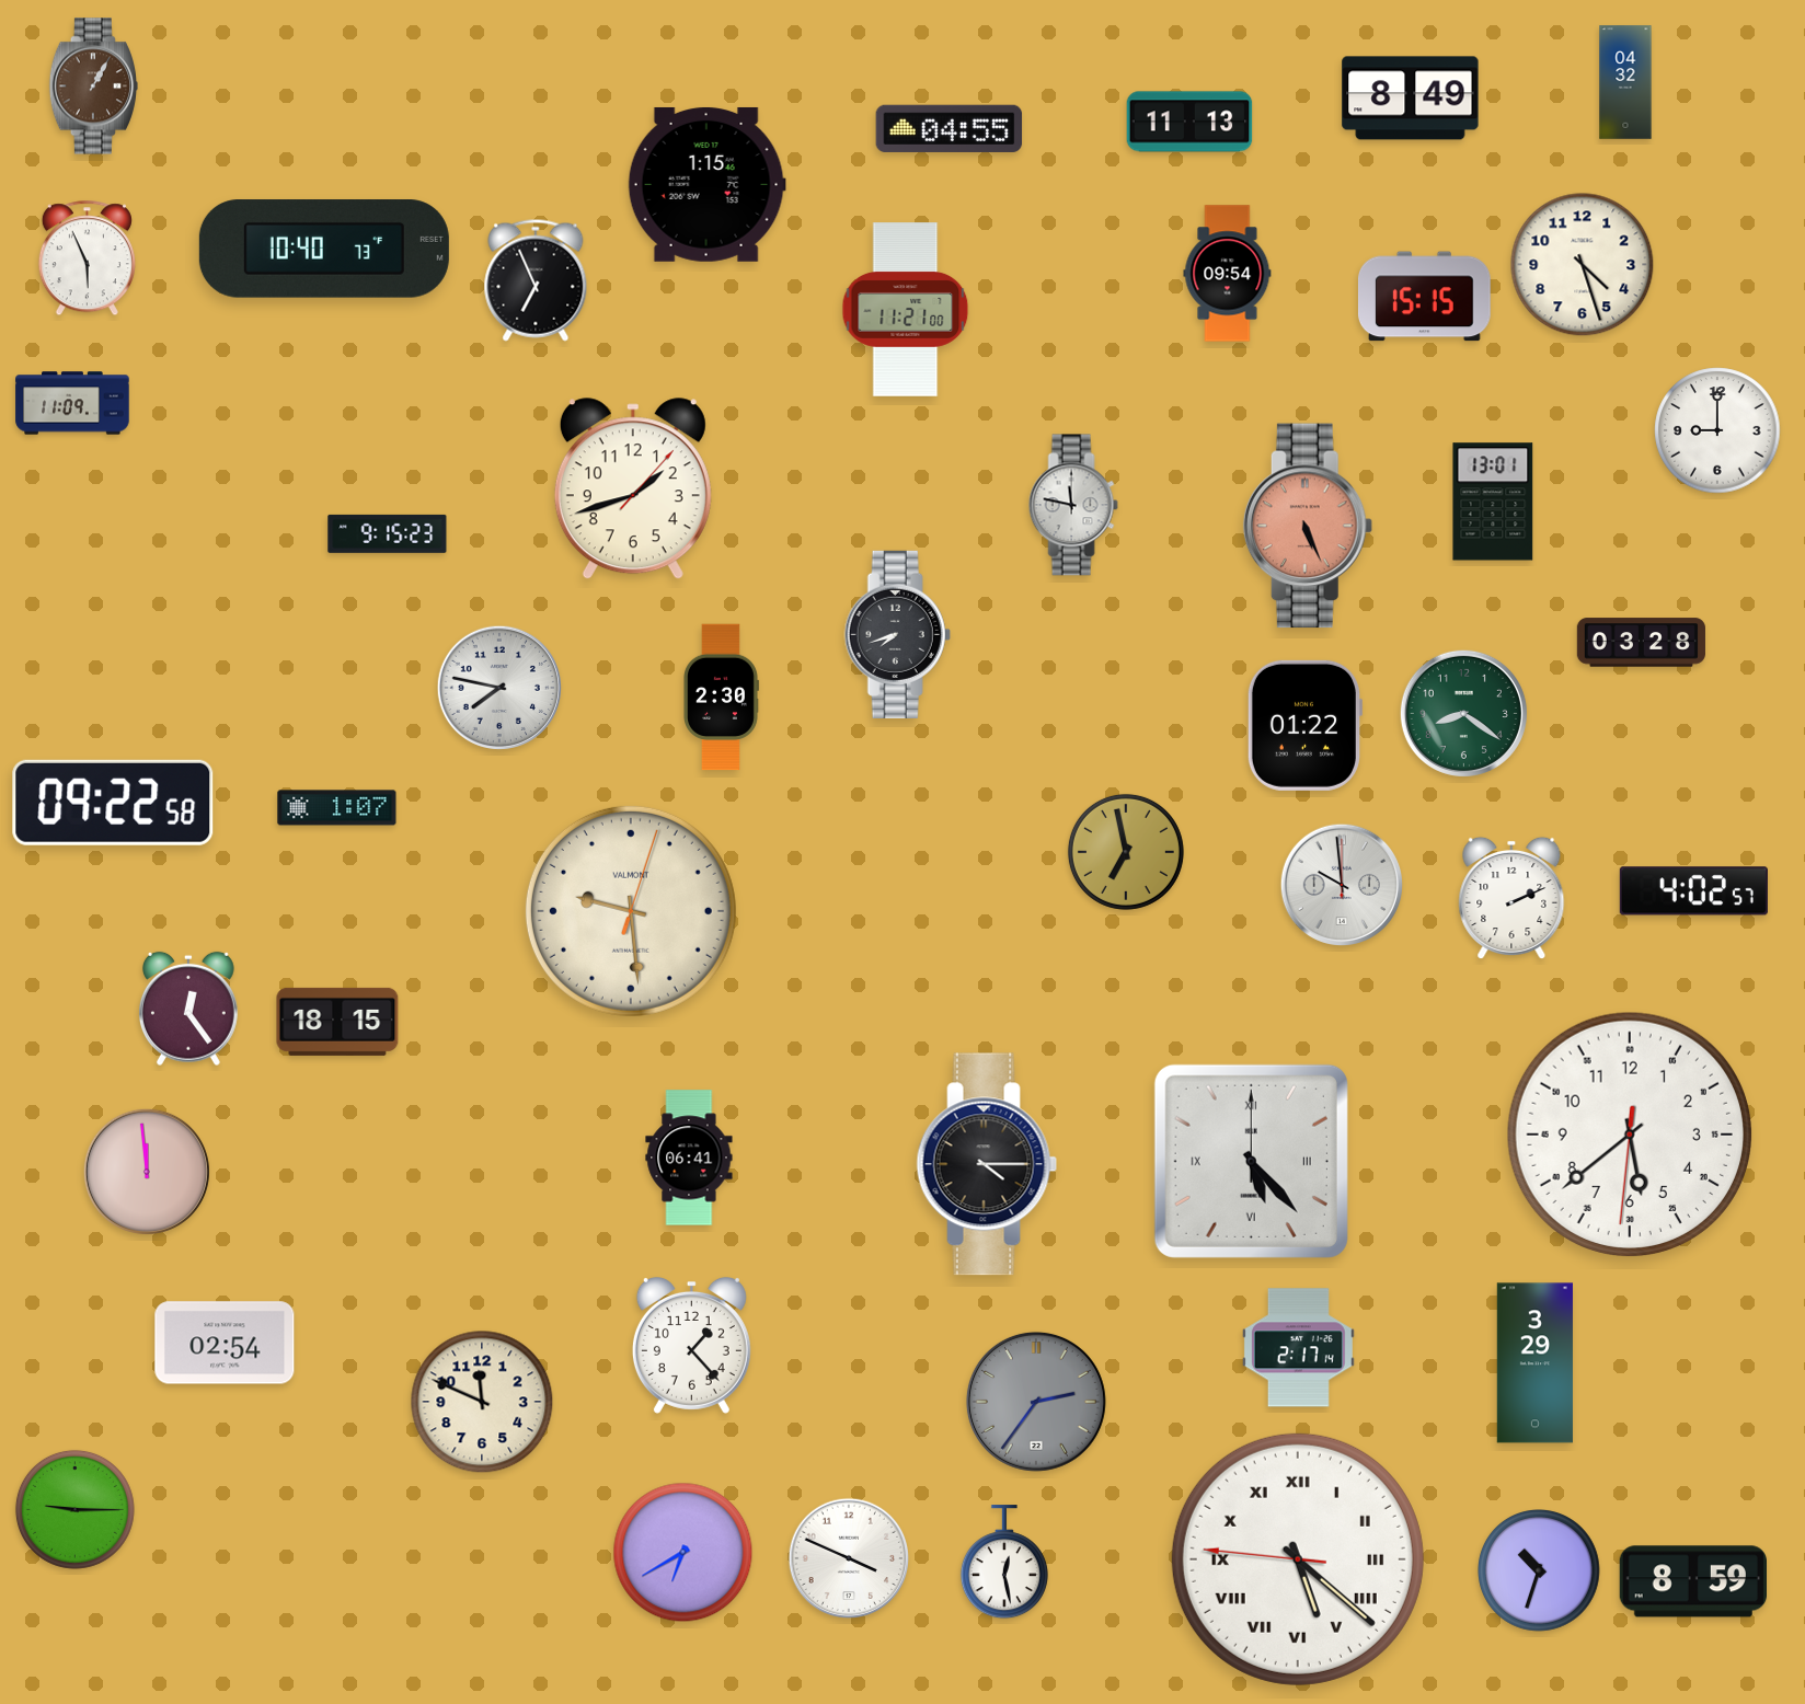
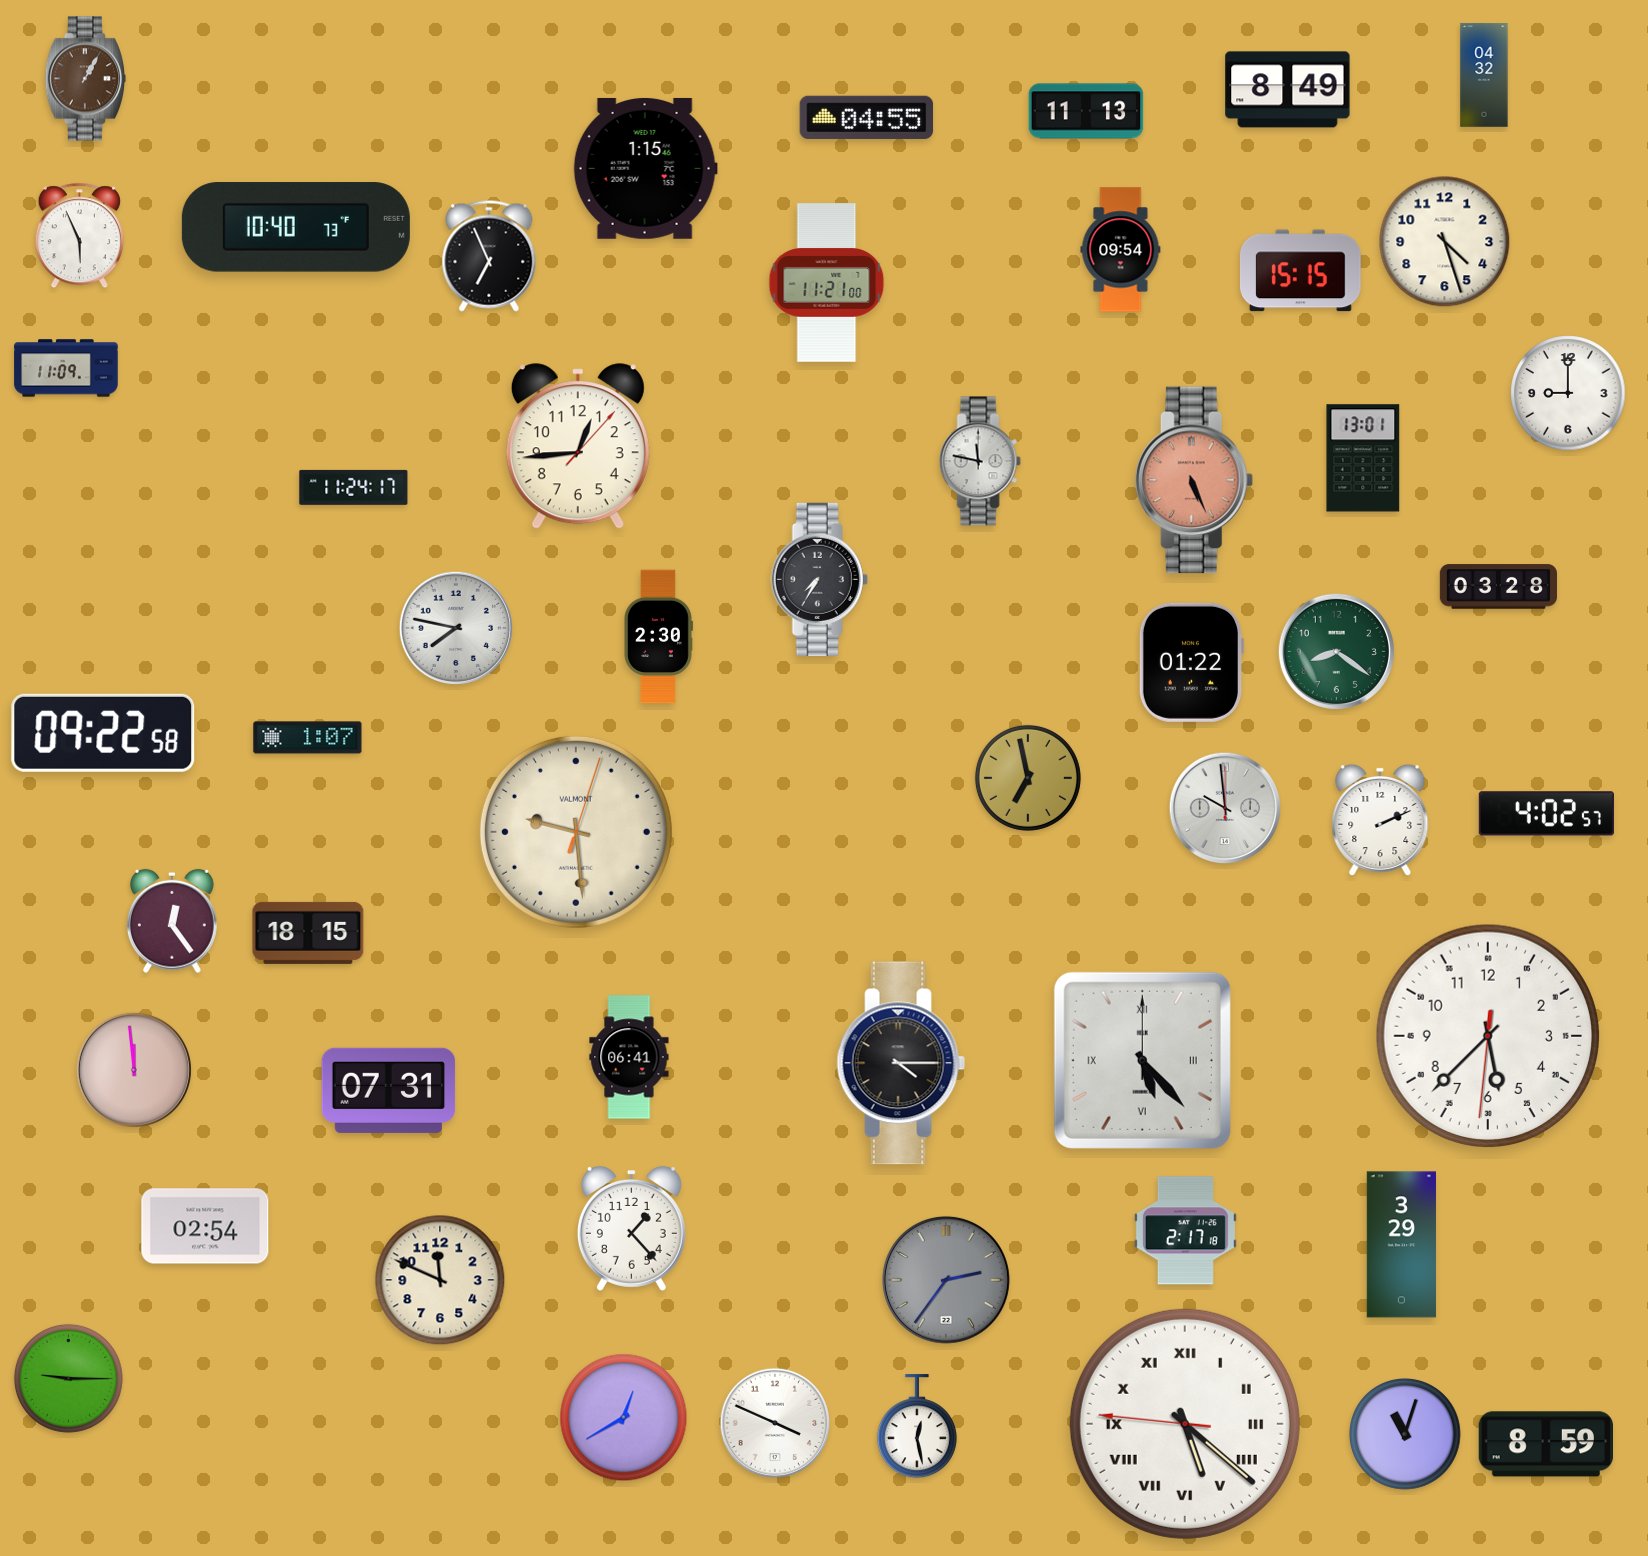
clock at (633, 490): 1:42 -> 12:44
clock at (388, 533): 9:15 -> 11:24
clock at (897, 634): 7:42 -> 7:35
clock at (1630, 1135): 5:38 -> 5:37
clock at (389, 1090): none -> 07:31
clock at (1298, 1348): 2:17:14 -> 2:17:18
clock at (683, 1553): 6:40 -> 12:40
clock at (1540, 1571): 10:33 -> 11:03
